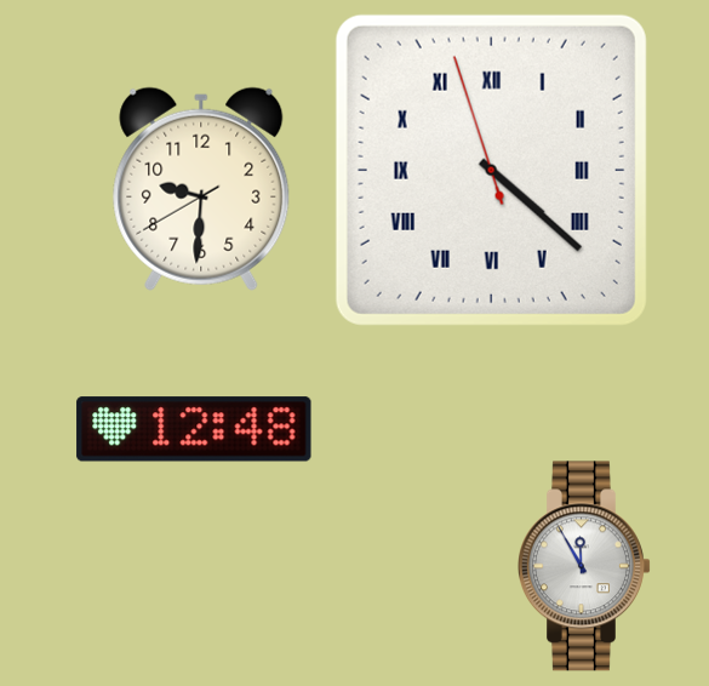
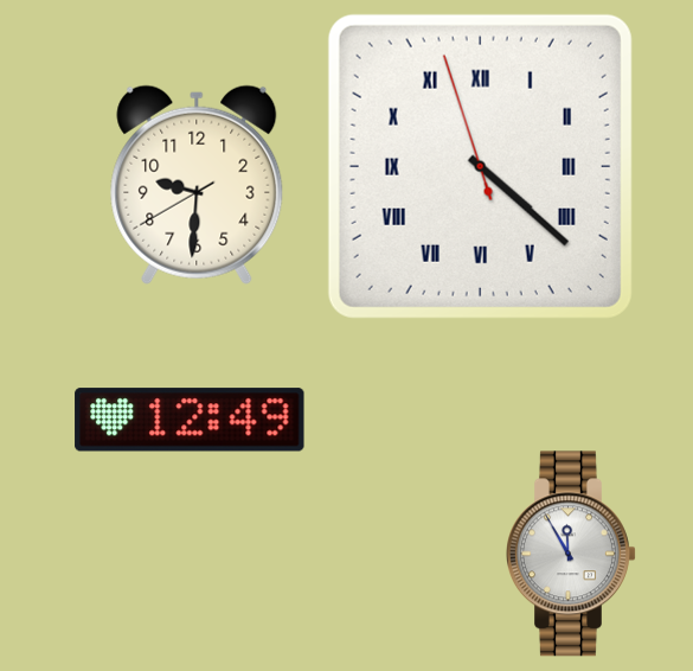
clock at (194, 429): 12:48 -> 12:49
